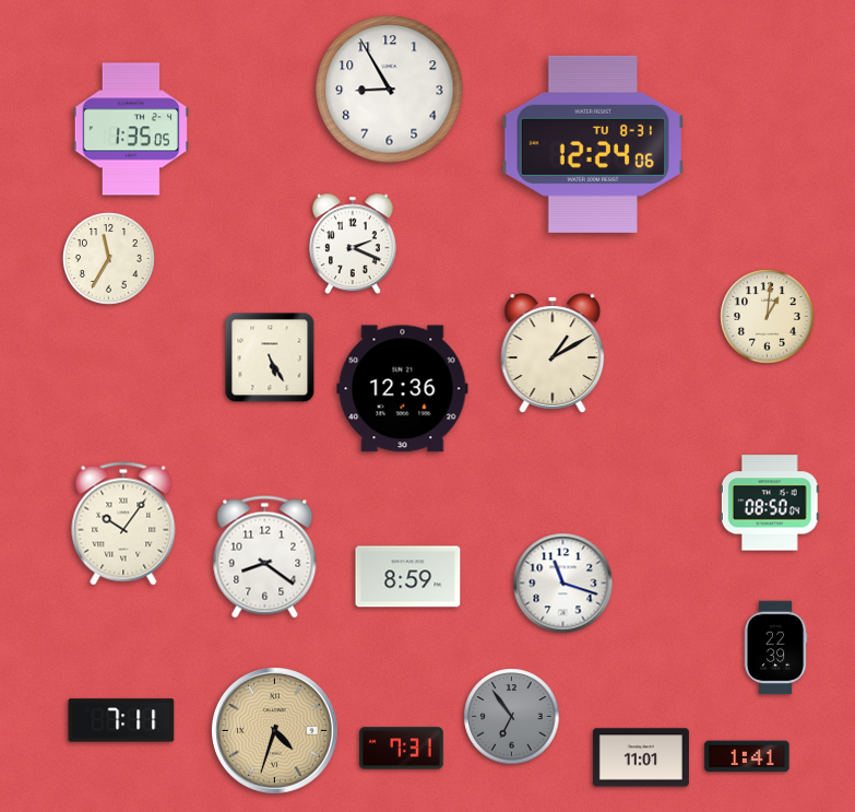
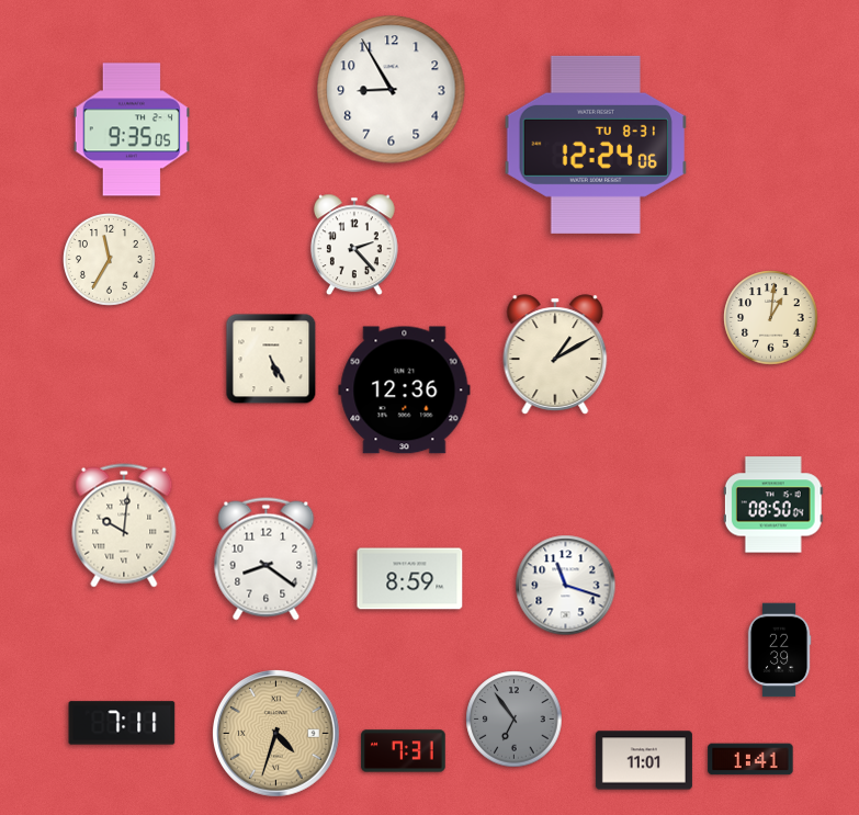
clock at (130, 129): 1:35 -> 9:35
clock at (353, 244): 2:19 -> 2:23
clock at (123, 523): 10:06 -> 10:01
